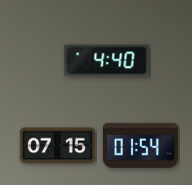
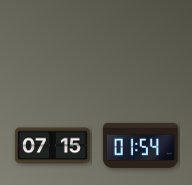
clock at (107, 61): 4:40 -> none
clock at (57, 146) position: (57, 146) -> (52, 146)
